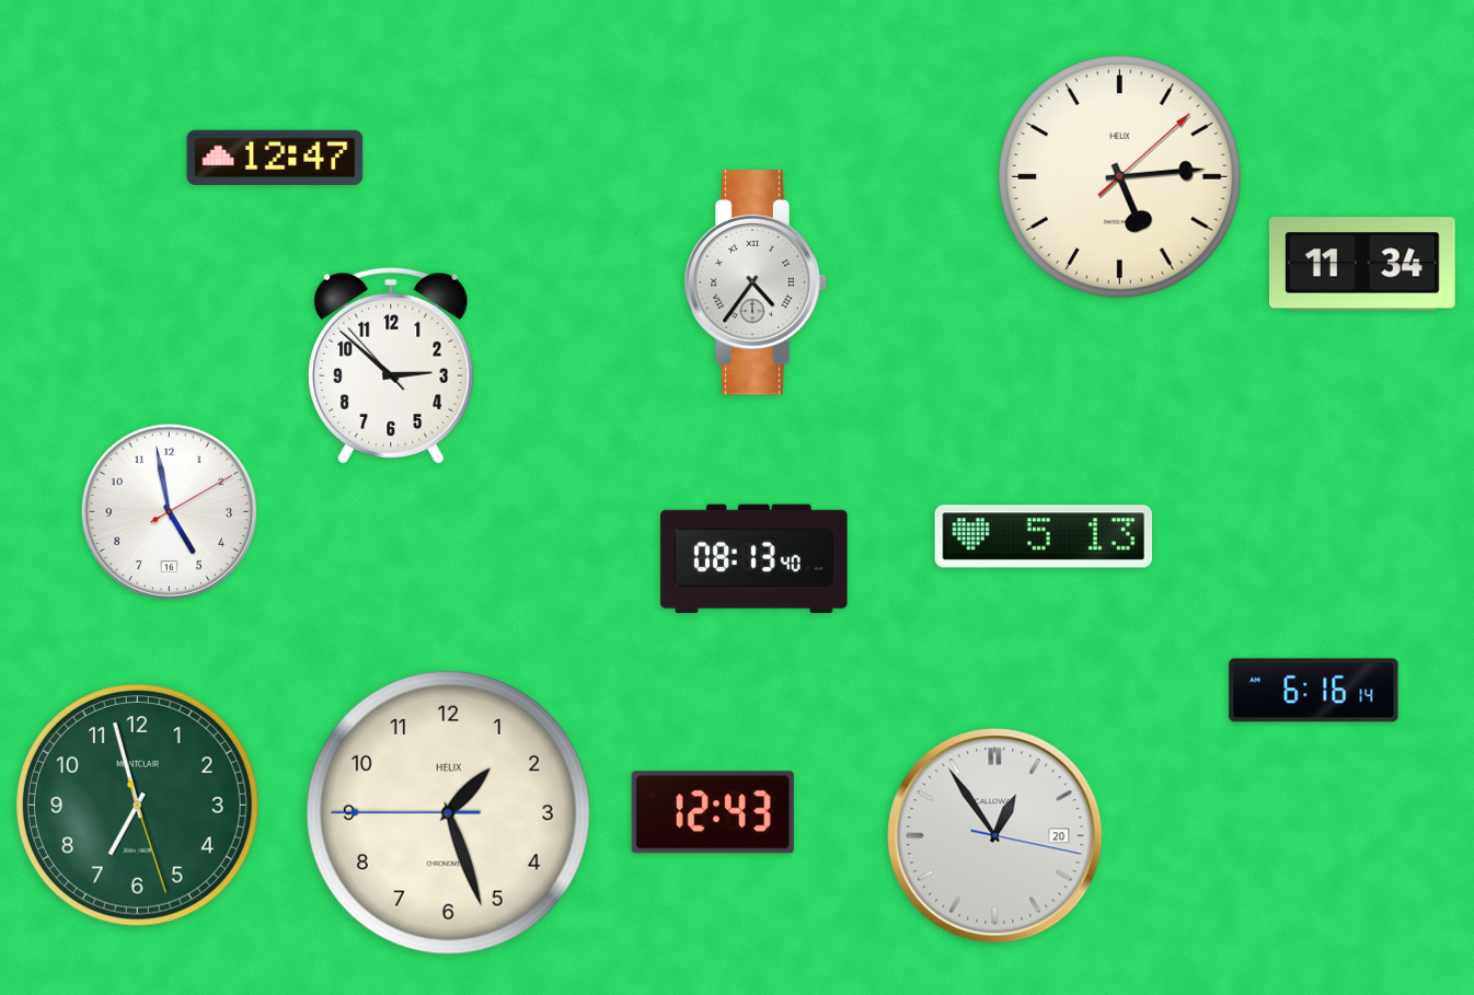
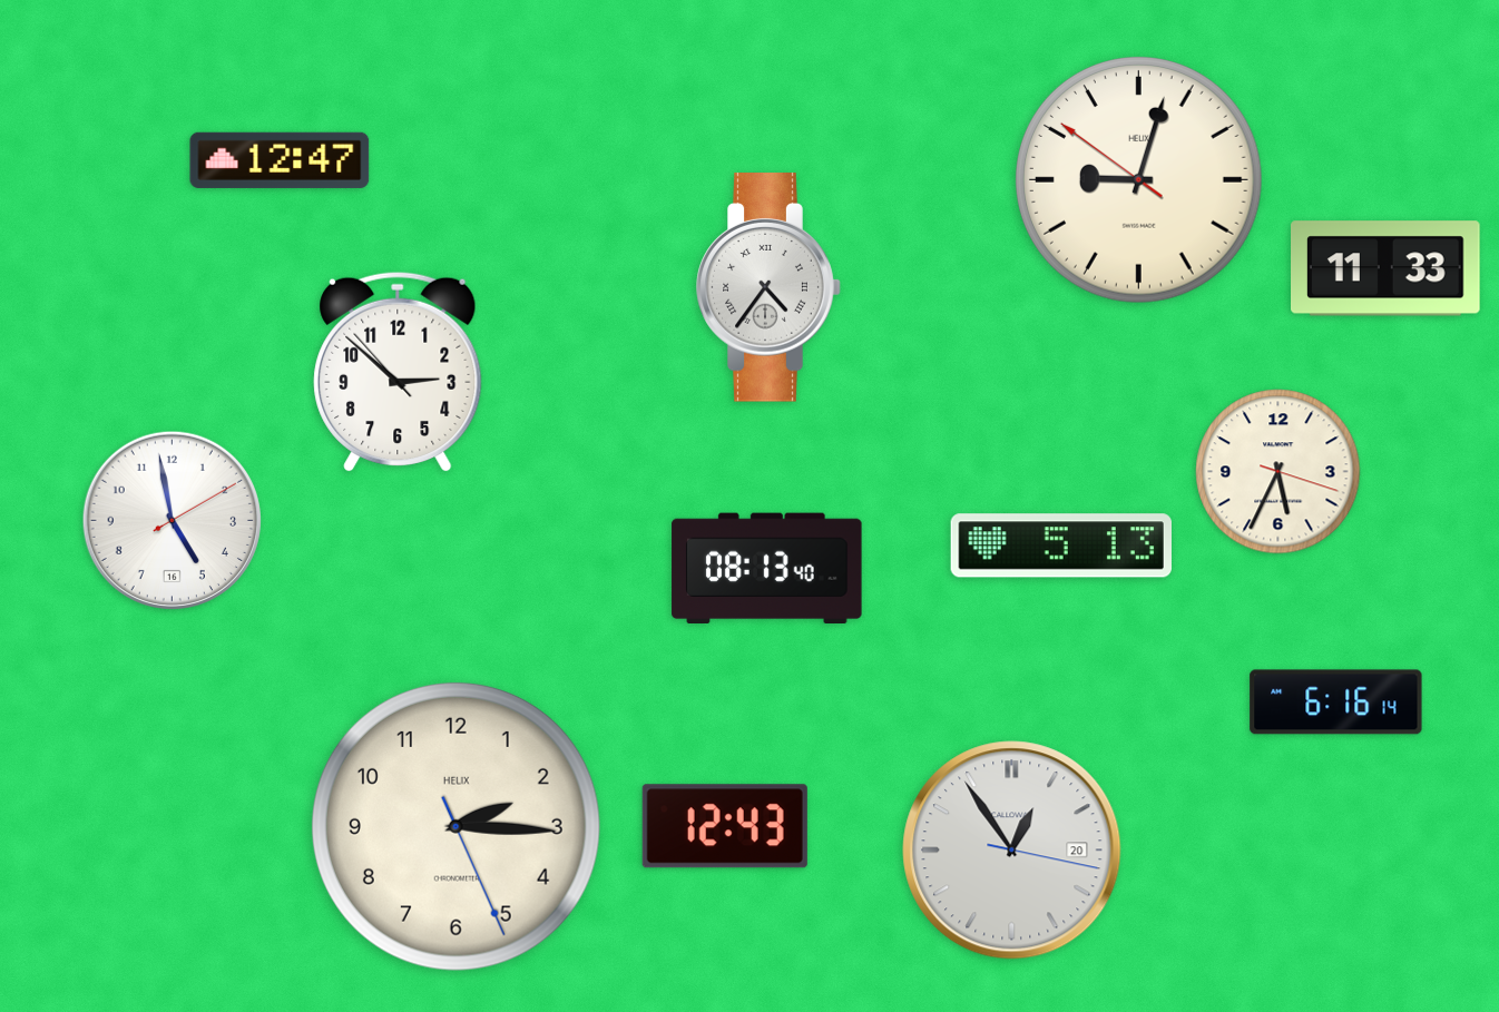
clock at (1120, 177): 5:14 -> 9:02
clock at (1363, 264): 11:34 -> 11:33
clock at (1278, 472): none -> 5:34
clock at (138, 806): 6:57 -> none
clock at (448, 812): 1:26 -> 2:15
